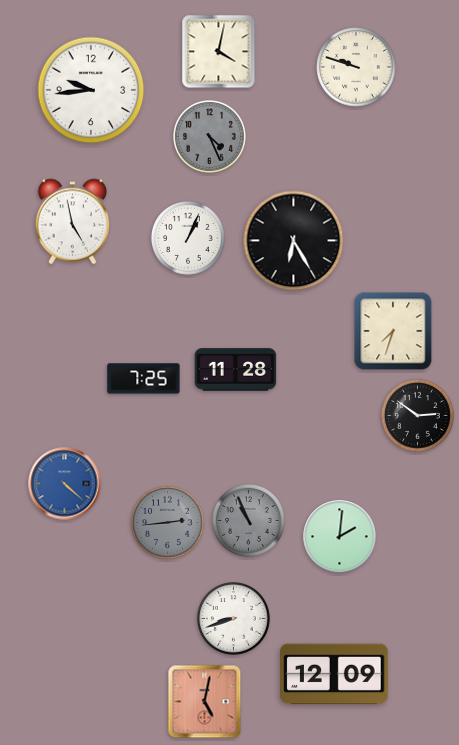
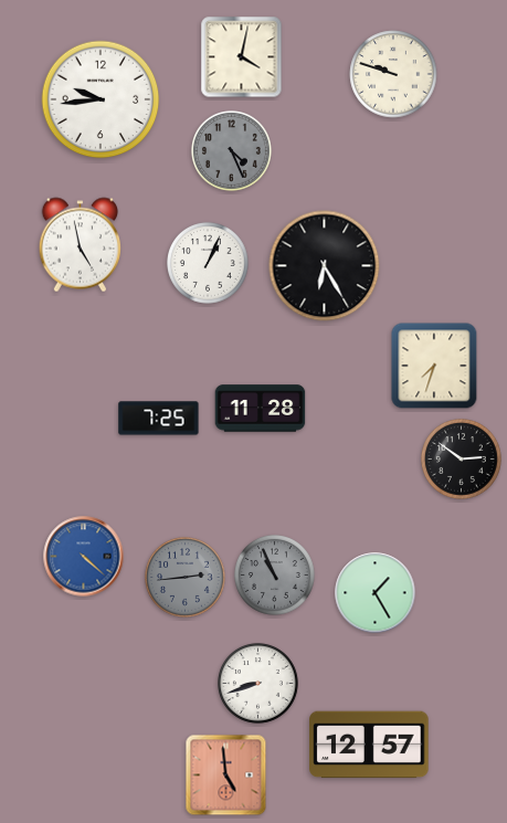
clock at (65, 484) position: (65, 484) -> (84, 557)
clock at (340, 537): 2:01 -> 1:25
clock at (334, 674): 12:09 -> 12:57
clock at (205, 702): 5:02 -> 4:59
